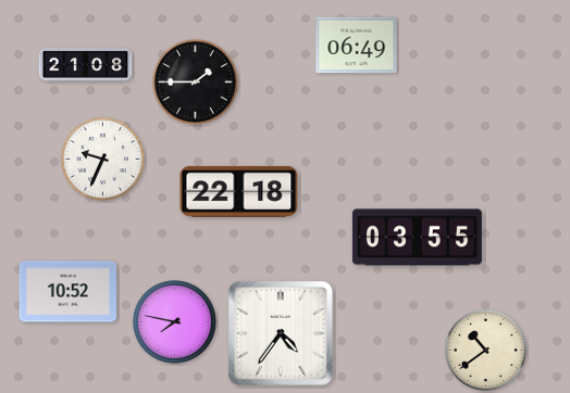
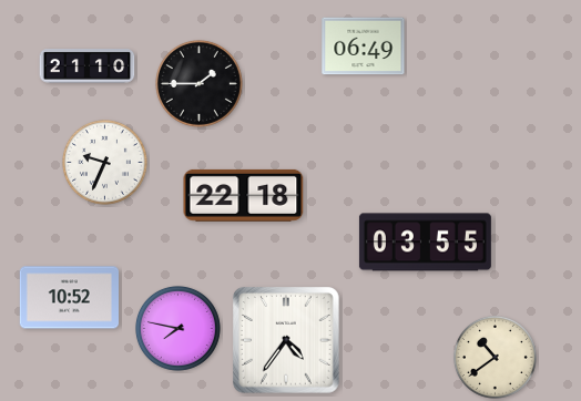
clock at (86, 65): 21:08 -> 21:10
